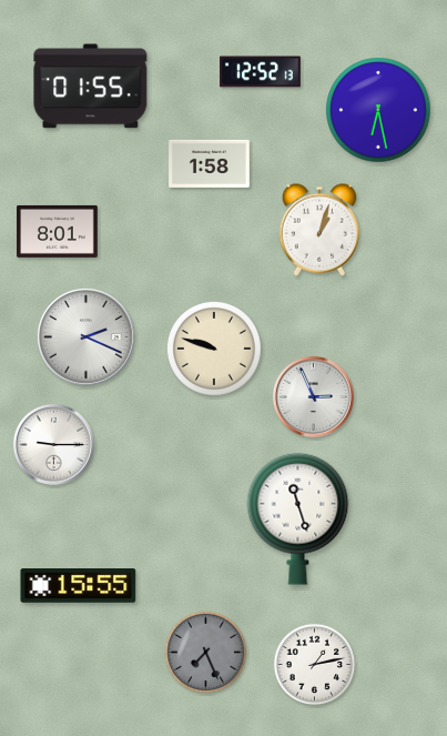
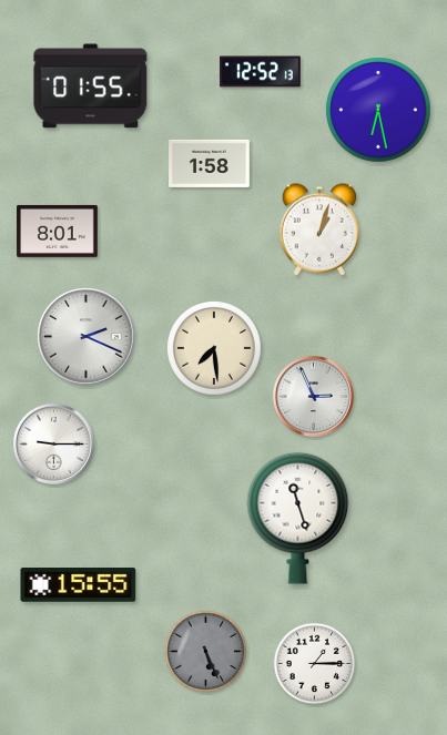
clock at (214, 349): 9:48 -> 7:29
clock at (206, 653): 7:26 -> 5:26
clock at (315, 665): 1:13 -> 1:15
